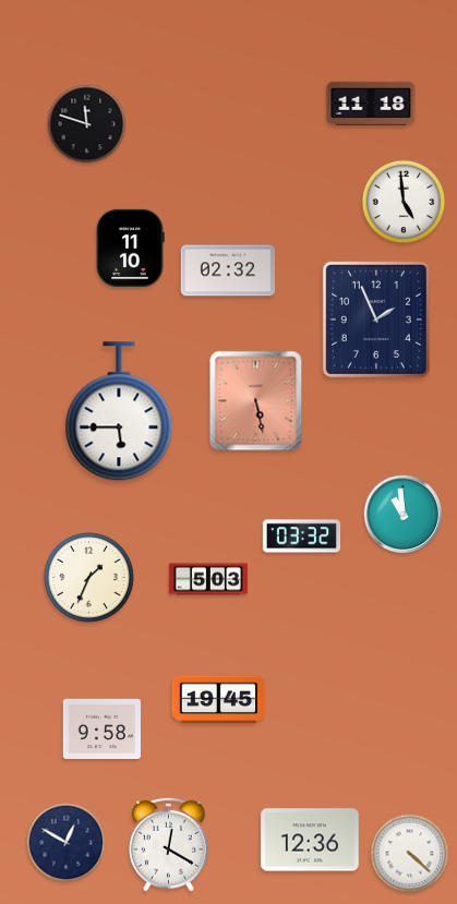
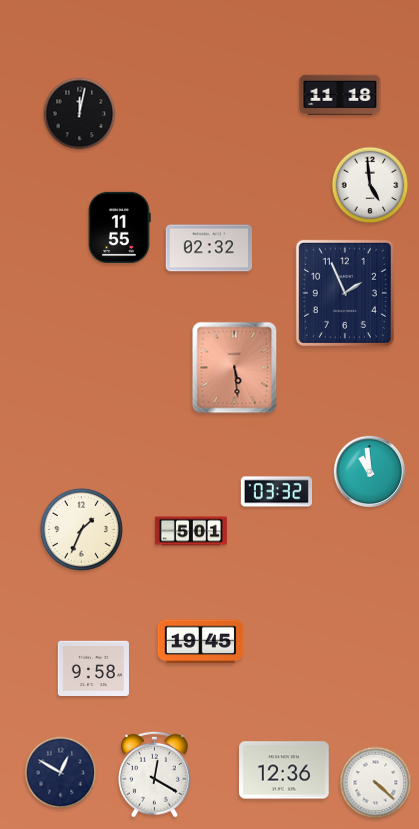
clock at (87, 124): 11:48 -> 12:02
clock at (130, 248): 11:10 -> 11:55
clock at (256, 401): 5:28 -> 5:29
clock at (119, 412): 5:45 -> none
clock at (208, 579): 5:03 -> 5:01
